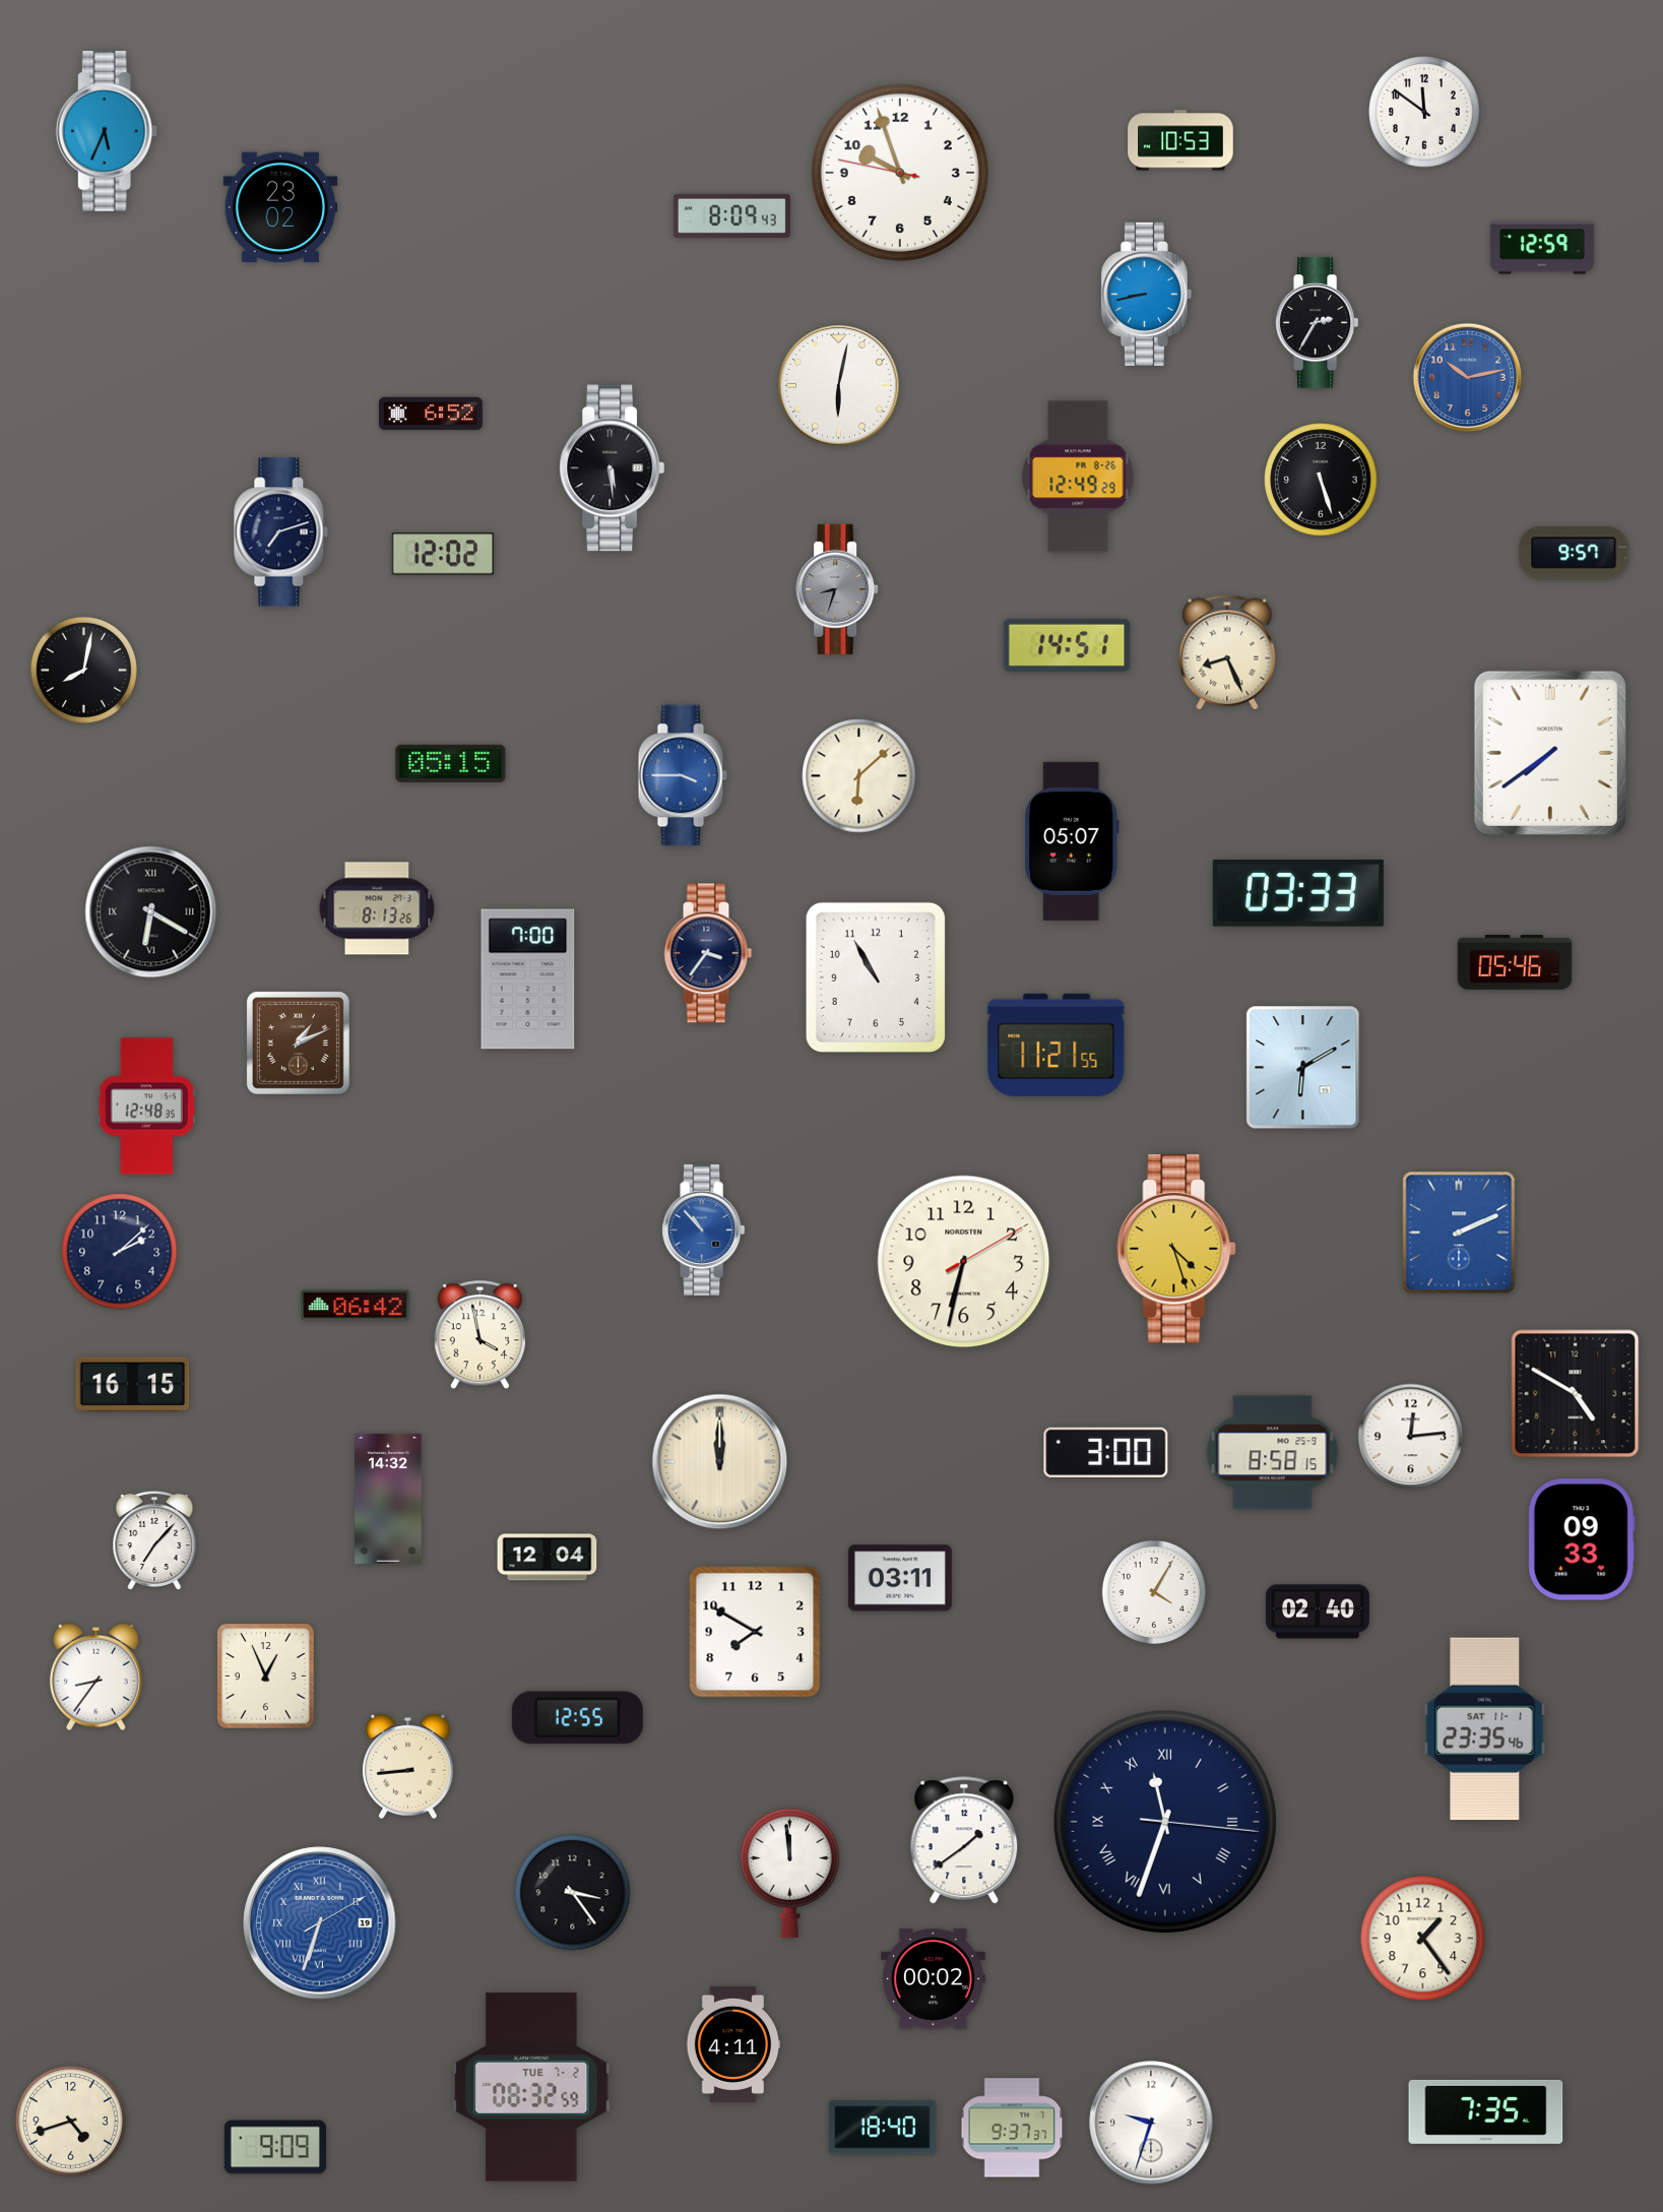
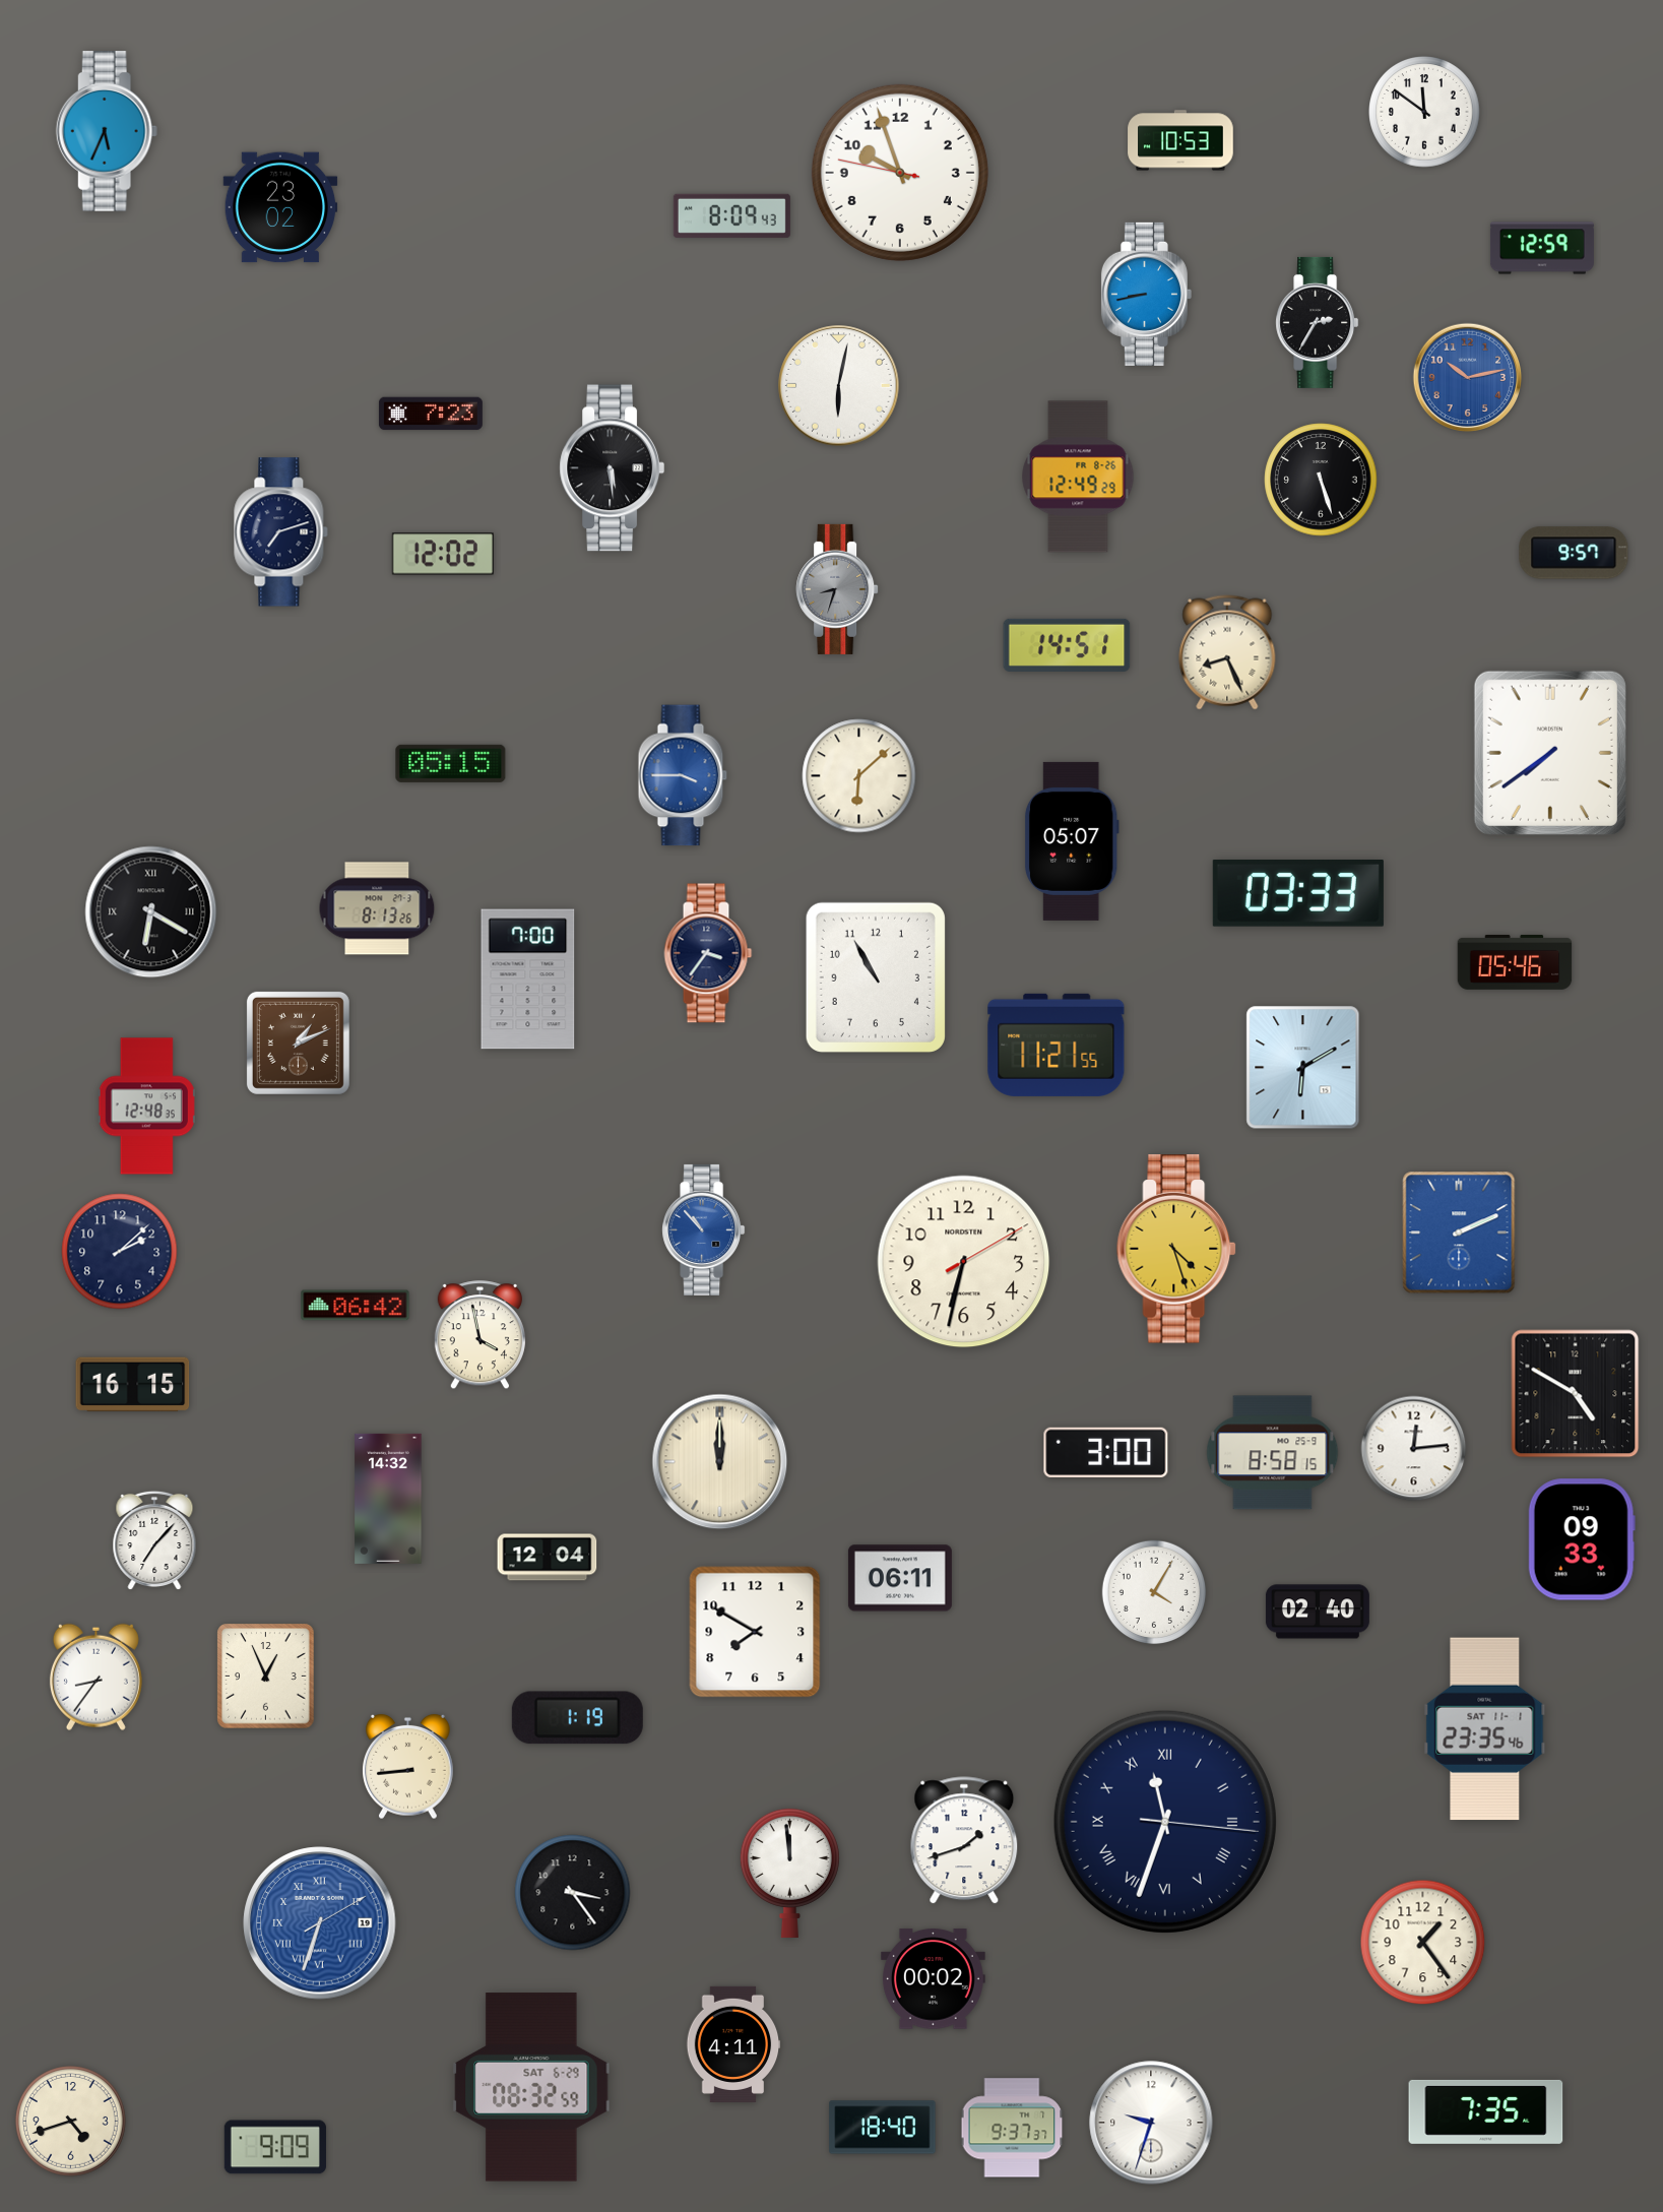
clock at (431, 414): 6:52 -> 7:23
clock at (83, 670): 8:02 -> none
clock at (1411, 1437) position: (1411, 1437) -> (1414, 1449)
clock at (900, 1578): 03:11 -> 06:11
clock at (577, 1718): 12:55 -> 1:19
clock at (964, 1841): 1:39 -> 1:42
clock at (1423, 1939) position: (1423, 1939) -> (1423, 1943)
clock at (531, 2087) date: TUE 7-2 -> SAT 6-29
